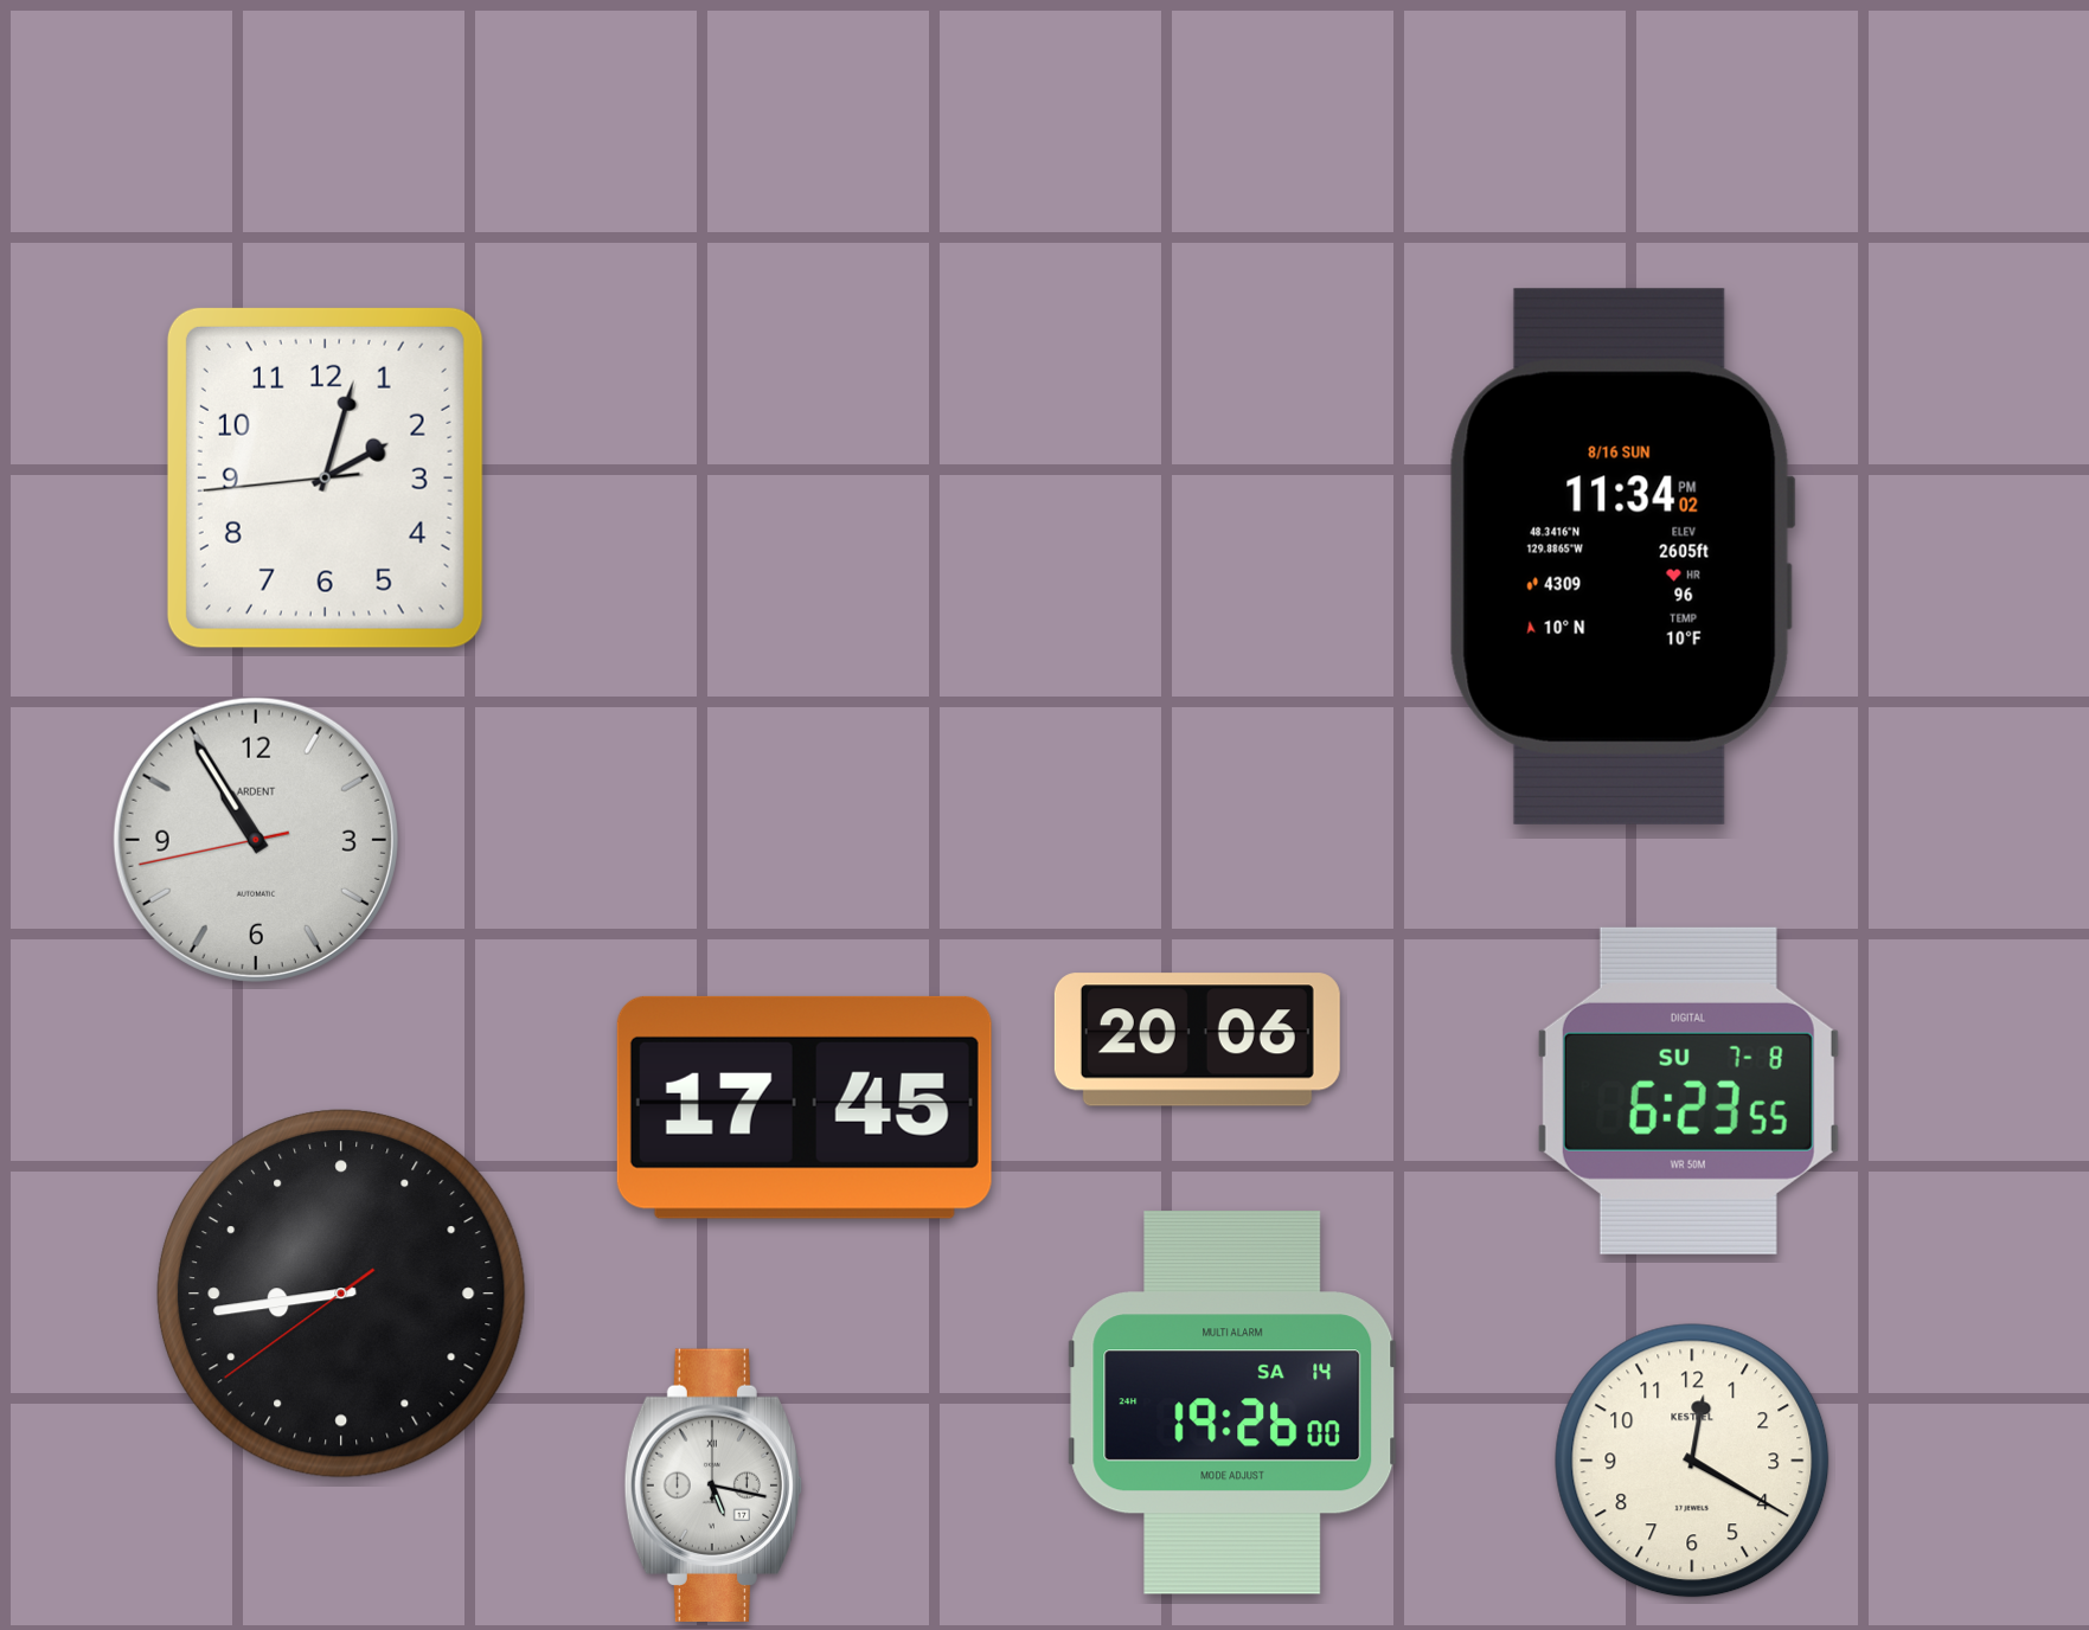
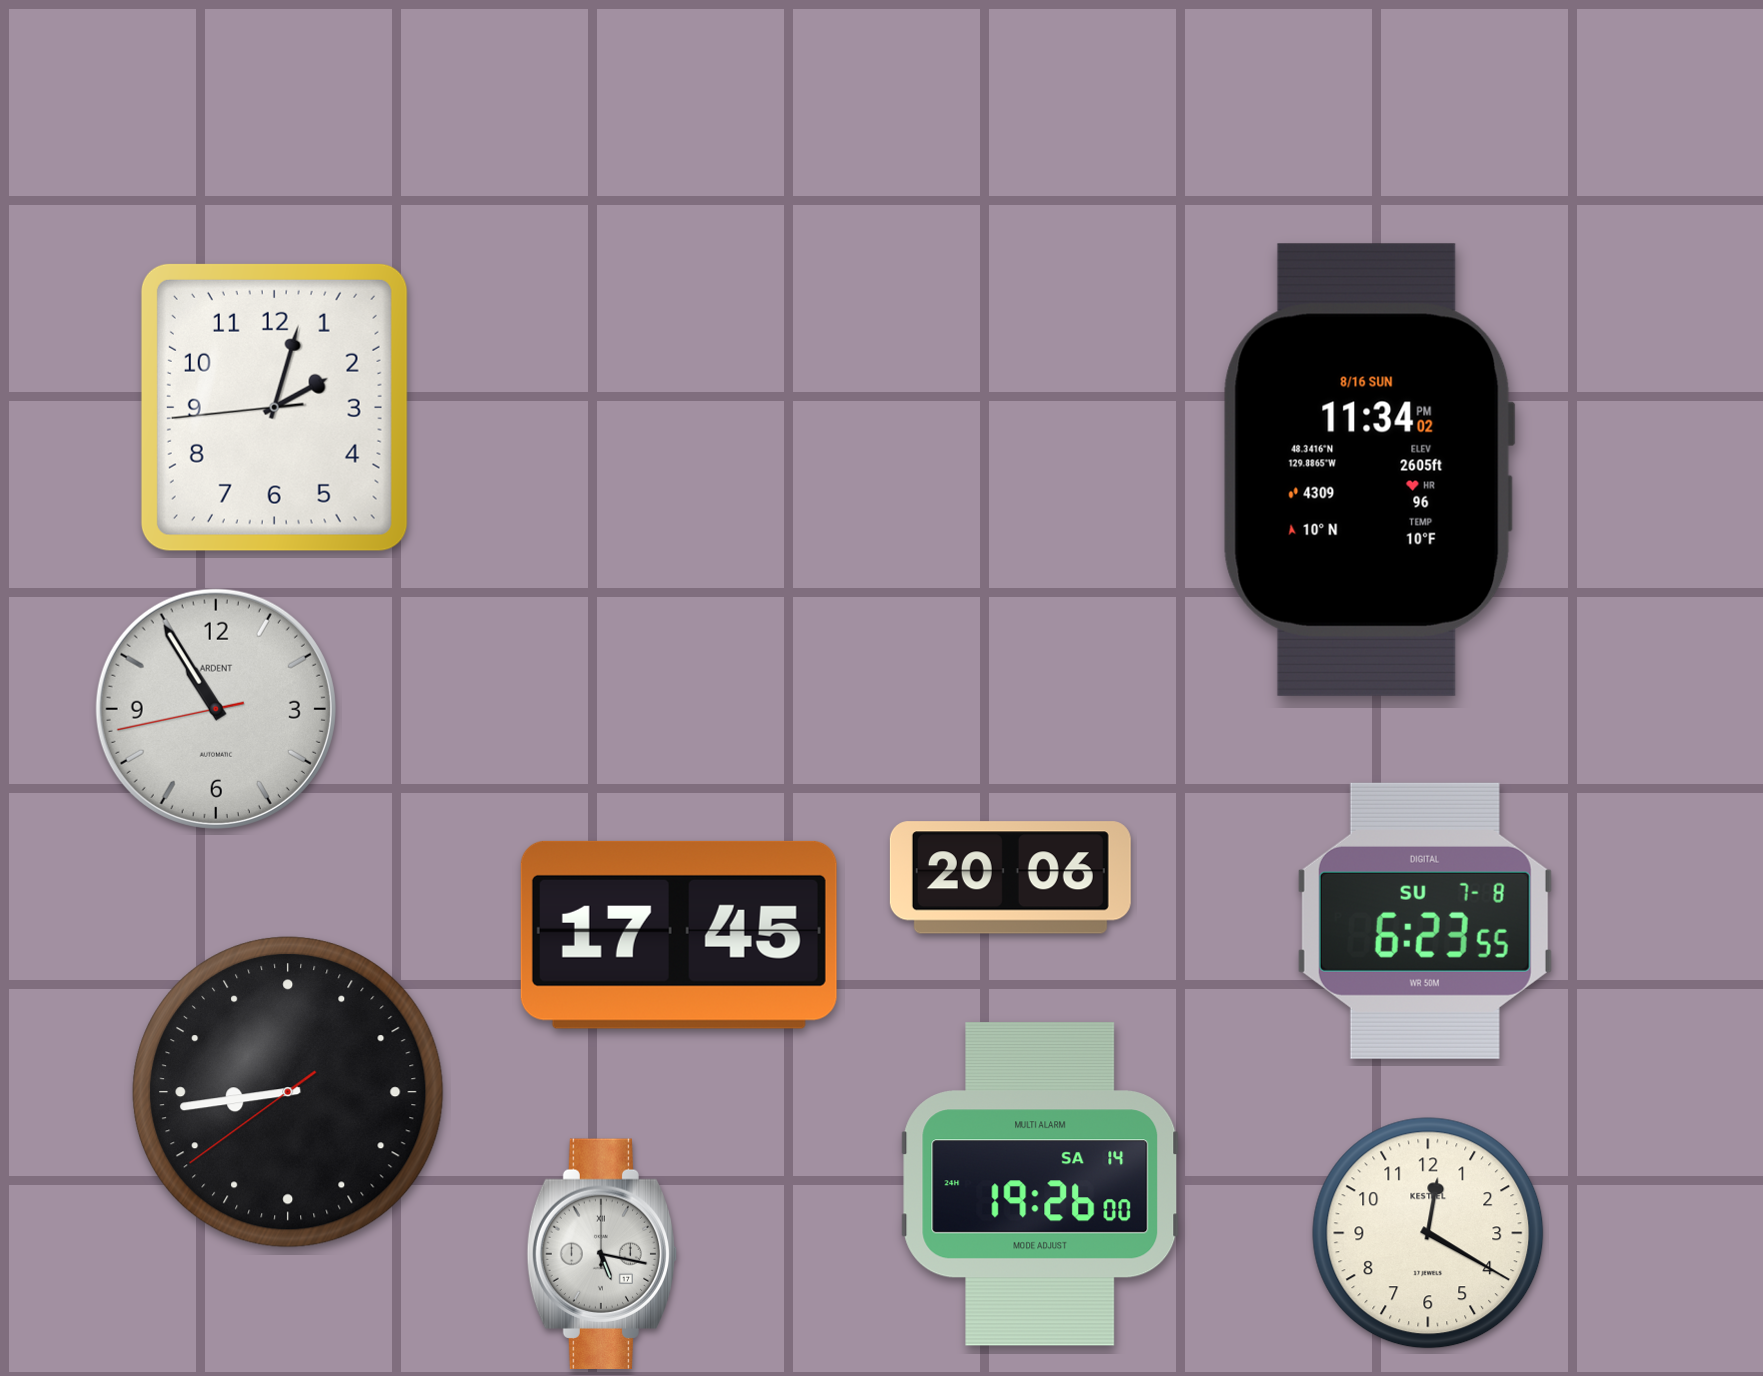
clock at (325, 477) position: (325, 477) -> (274, 407)
